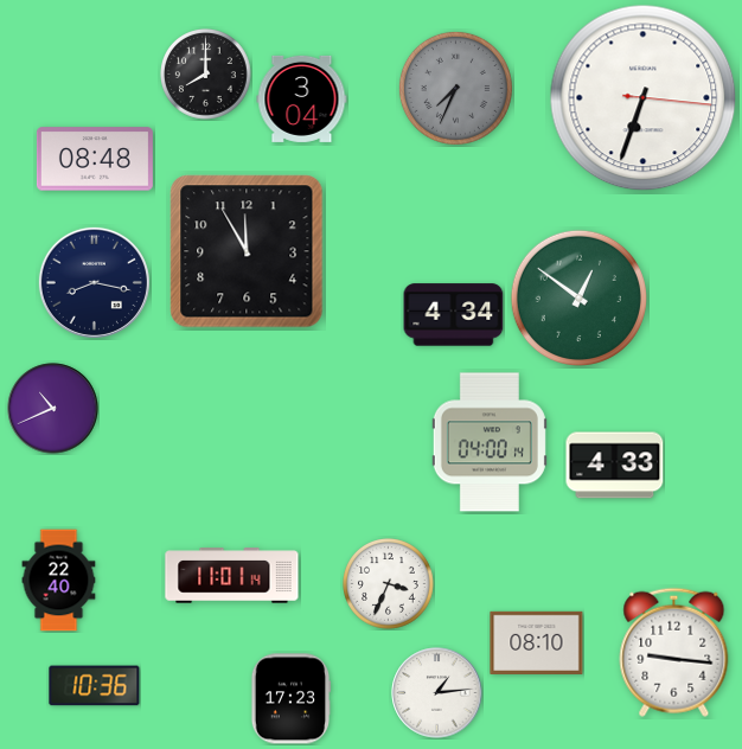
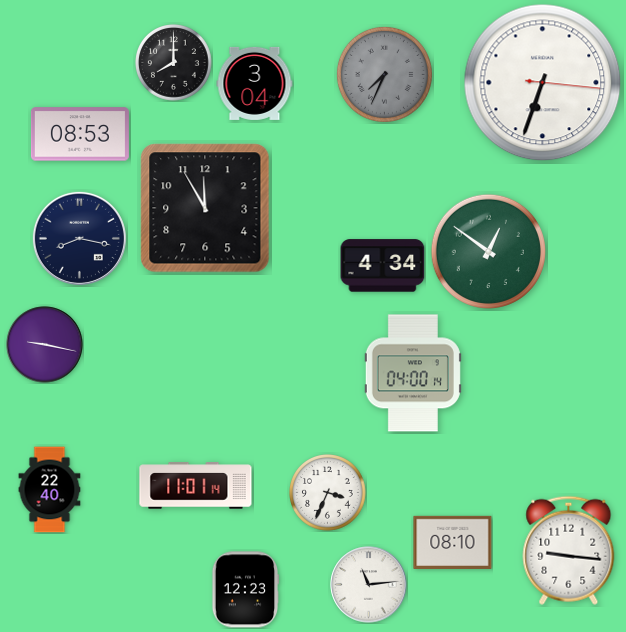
clock at (95, 159): 08:48 -> 08:53
clock at (247, 251) position: (247, 251) -> (205, 208)
clock at (53, 409): 10:41 -> 9:17
clock at (615, 466): 4:33 -> none
clock at (95, 686): 10:36 -> none
clock at (437, 693): 1:14 -> 11:14
clock at (290, 699): 17:23 -> 12:23
